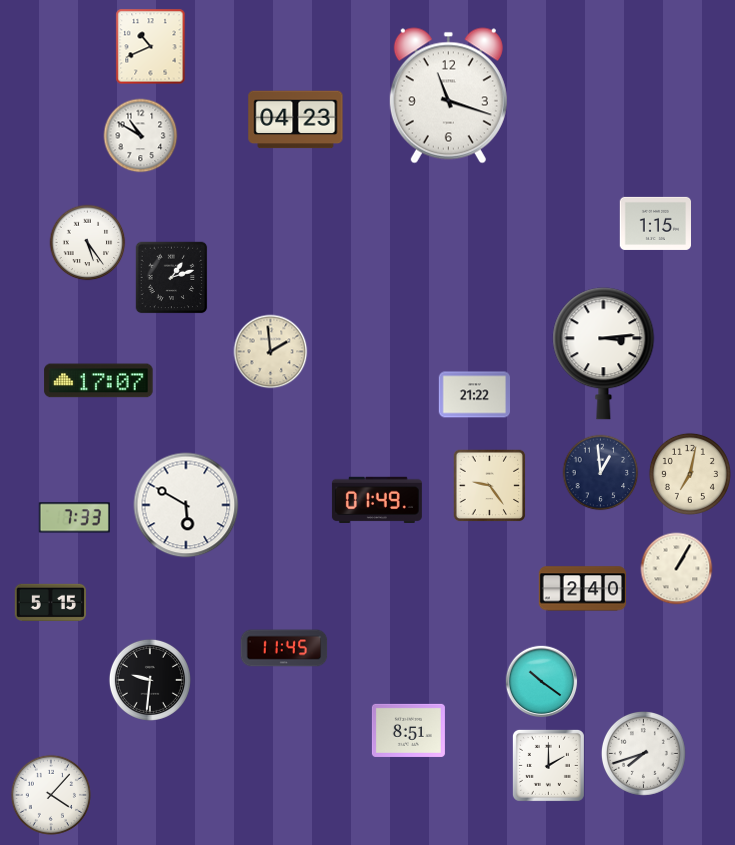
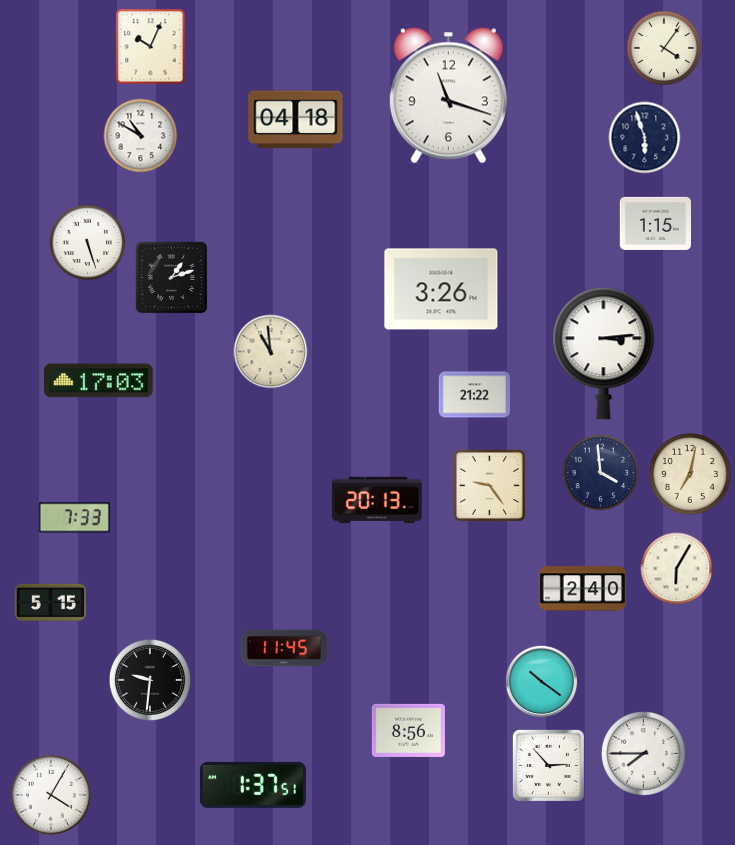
clock at (151, 47): 10:41 -> 10:04
clock at (664, 48): none -> 4:06
clock at (296, 120): 04:23 -> 04:18
clock at (645, 138): none -> 5:57
clock at (88, 243): 5:24 -> 5:27
clock at (441, 289): none -> 3:26
clock at (271, 352): 1:59 -> 10:59
clock at (99, 381): 17:07 -> 17:03
clock at (601, 473): 12:59 -> 3:59
clock at (377, 499): 01:49 -> 20:13
clock at (186, 505): 5:50 -> none
clock at (677, 569): 1:05 -> 6:05
clock at (408, 730): 8:51 -> 8:56
clock at (643, 753): 7:42 -> 7:45
clock at (548, 765): 2:00 -> 2:53
clock at (253, 785): none -> 1:37
clock at (50, 794): 4:07 -> 4:05
